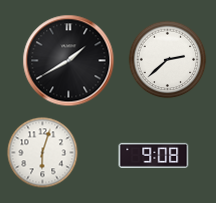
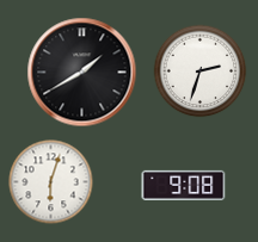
clock at (168, 60): 2:38 -> 2:33
